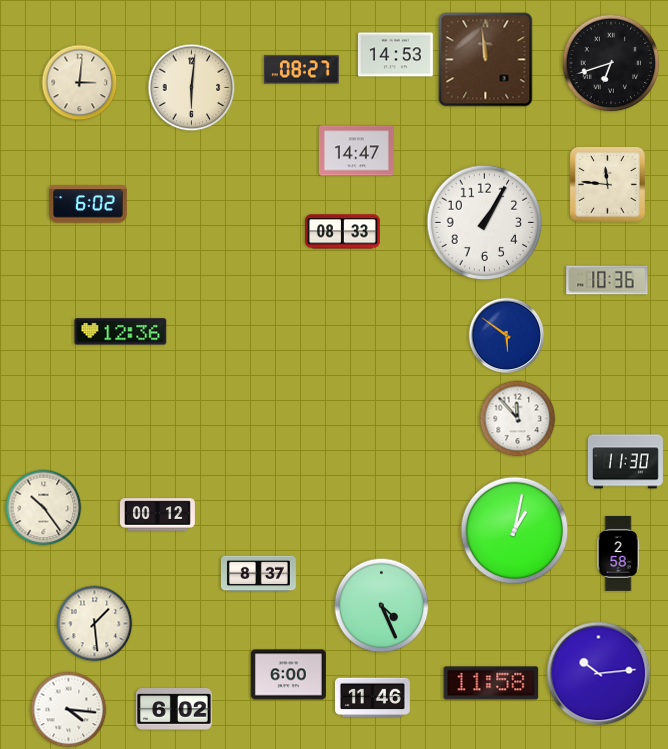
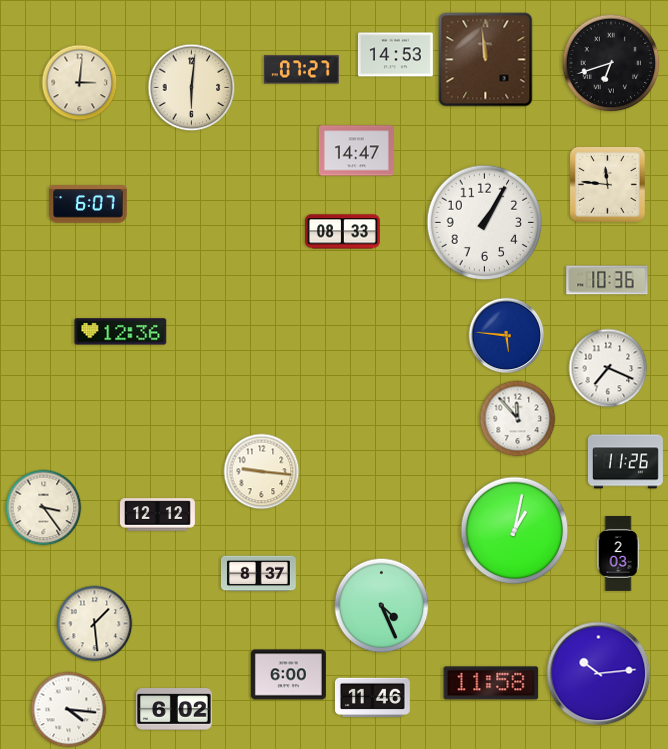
clock at (301, 70): 08:27 -> 07:27
clock at (88, 204): 6:02 -> 6:07
clock at (507, 336): 5:51 -> 5:46
clock at (608, 368): none -> 7:19
clock at (625, 462): 11:30 -> 11:26
clock at (262, 472): none -> 9:16
clock at (44, 508): 10:24 -> 3:24
clock at (158, 515): 00:12 -> 12:12
clock at (618, 554): 2:58 -> 2:03
